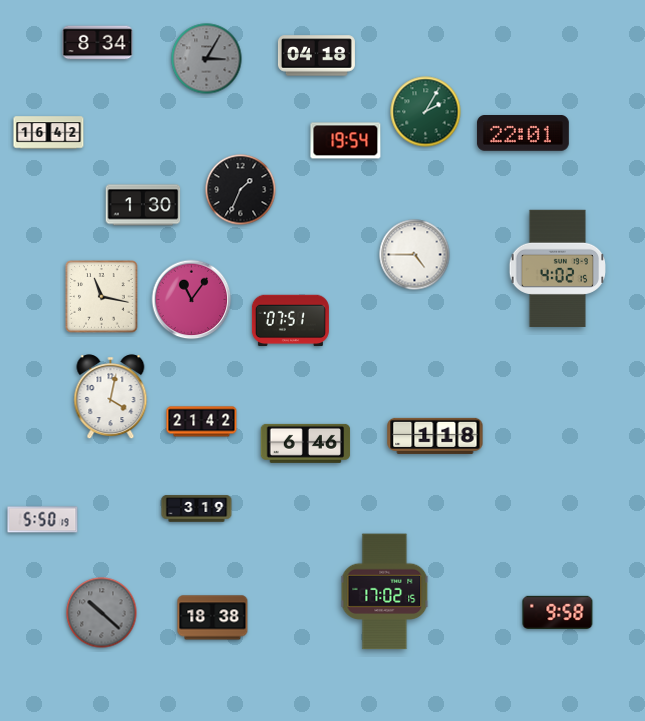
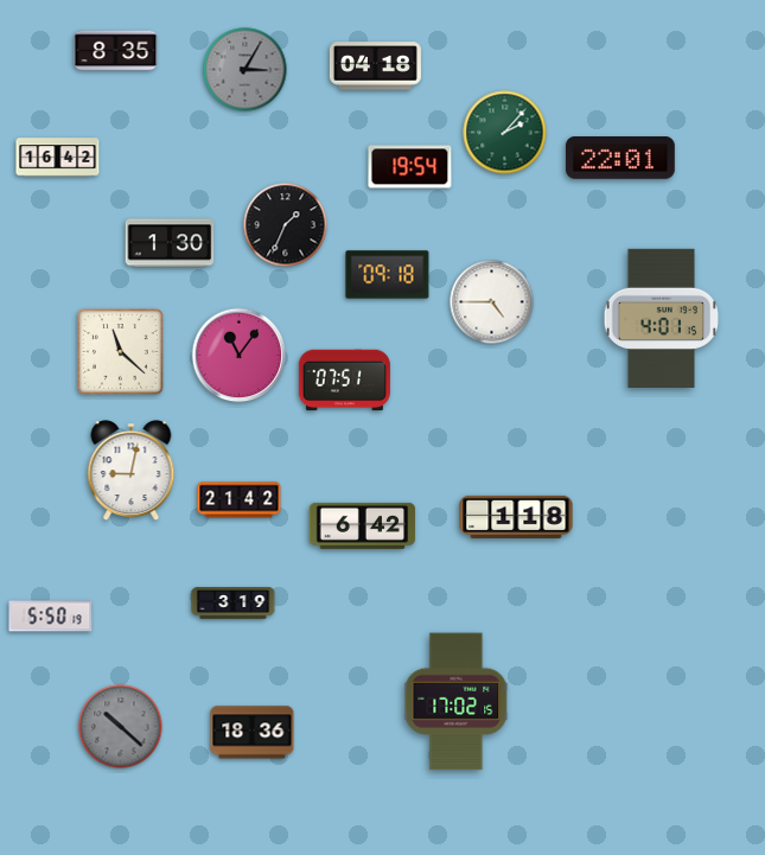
clock at (98, 43): 8:34 -> 8:35
clock at (426, 112): 2:05 -> 2:07
clock at (388, 275): none -> 09:18
clock at (558, 268): 4:02 -> 4:01
clock at (102, 297): 11:17 -> 11:22
clock at (192, 300) position: (192, 300) -> (240, 356)
clock at (111, 397): 4:02 -> 9:02
clock at (306, 443): 6:46 -> 6:42
clock at (558, 612): 9:58 -> none
clock at (213, 618): 18:38 -> 18:36
